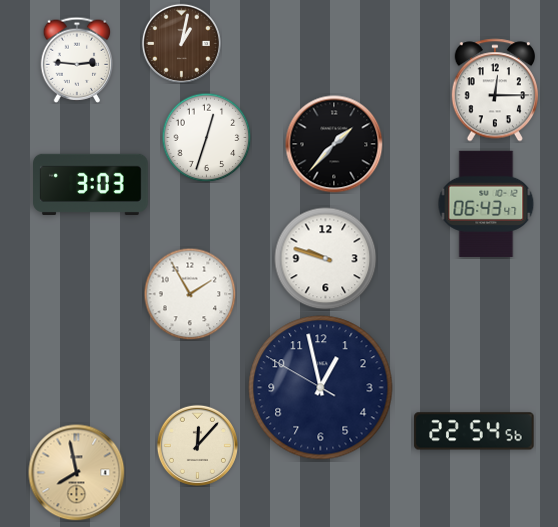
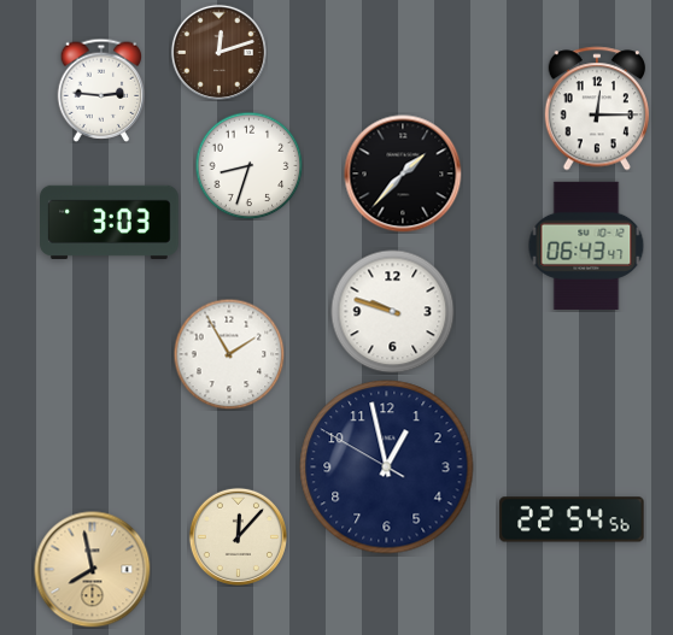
clock at (181, 43): 1:02 -> 12:12
clock at (77, 60) position: (77, 60) -> (101, 90)
clock at (206, 137): 12:33 -> 8:33
